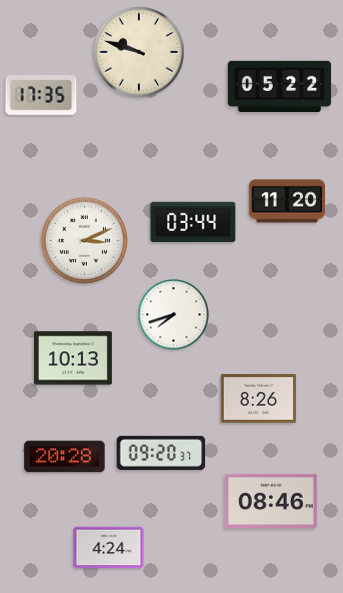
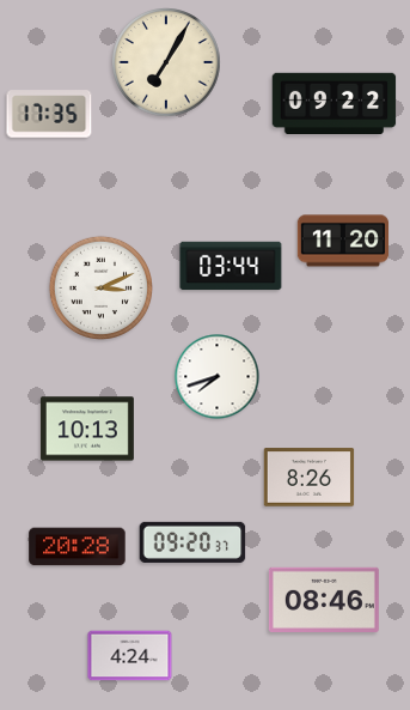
clock at (140, 53): 9:48 -> 7:05
clock at (280, 87): 05:22 -> 09:22
clock at (174, 315) position: (174, 315) -> (218, 377)
